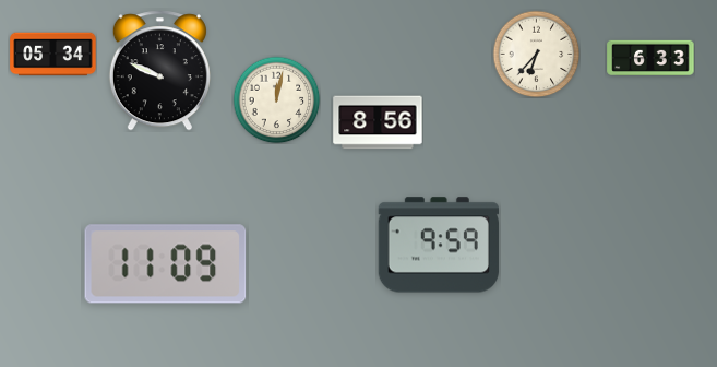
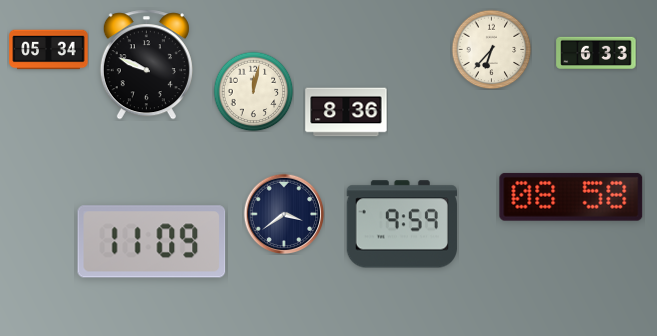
clock at (378, 122): 8:56 -> 8:36
clock at (571, 197): none -> 08:58
clock at (284, 214): none -> 3:39
